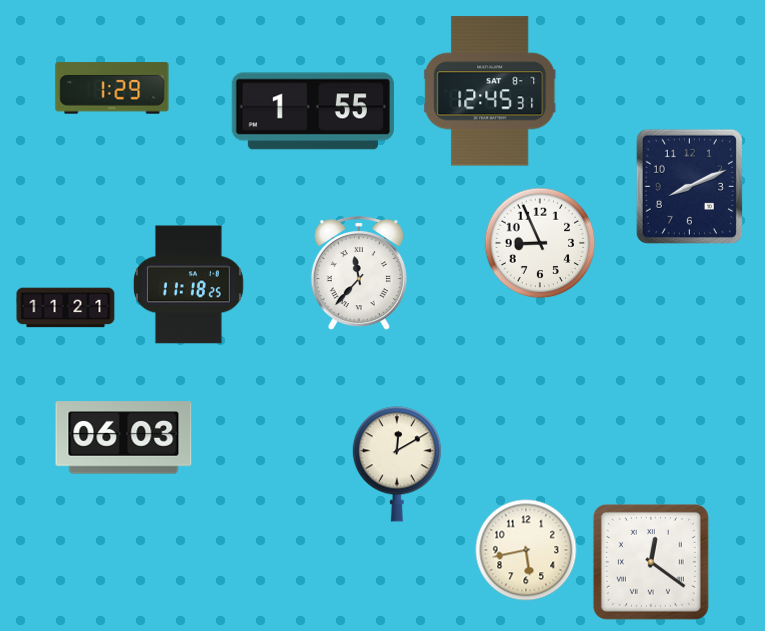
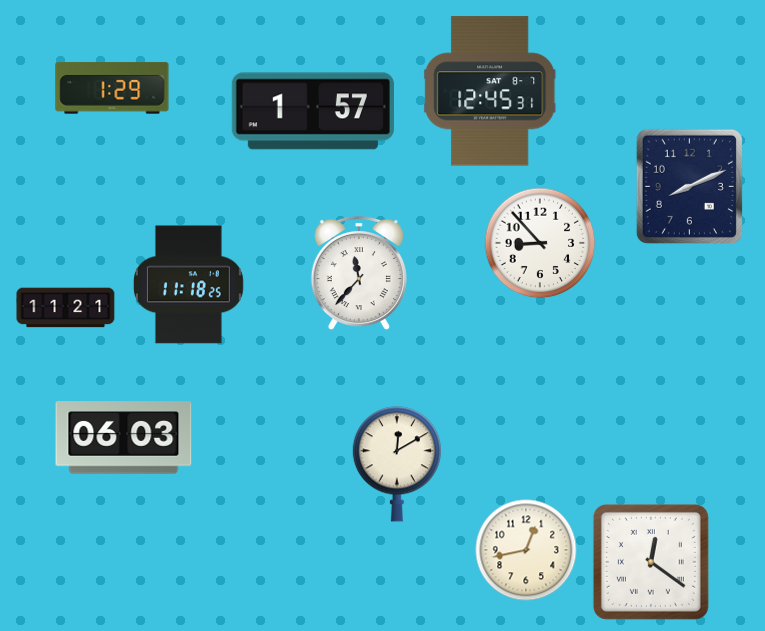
clock at (313, 111): 1:55 -> 1:57
clock at (540, 243): 8:56 -> 8:53
clock at (526, 550): 5:43 -> 12:43
